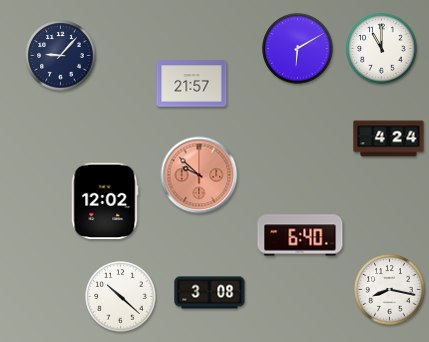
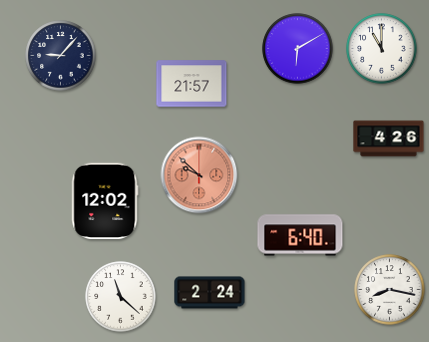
clock at (389, 139): 4:24 -> 4:26
clock at (210, 293): 3:08 -> 2:24
clock at (121, 297): 10:22 -> 11:22
